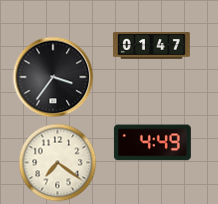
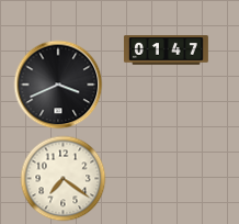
clock at (53, 77): 3:36 -> 3:41
clock at (152, 143): 4:49 -> none
